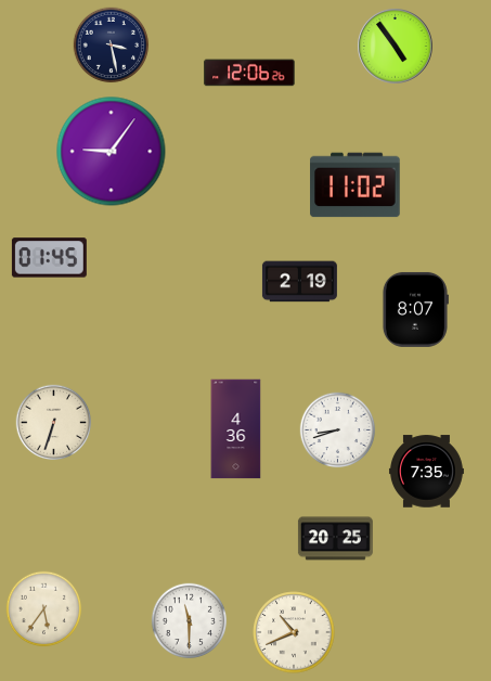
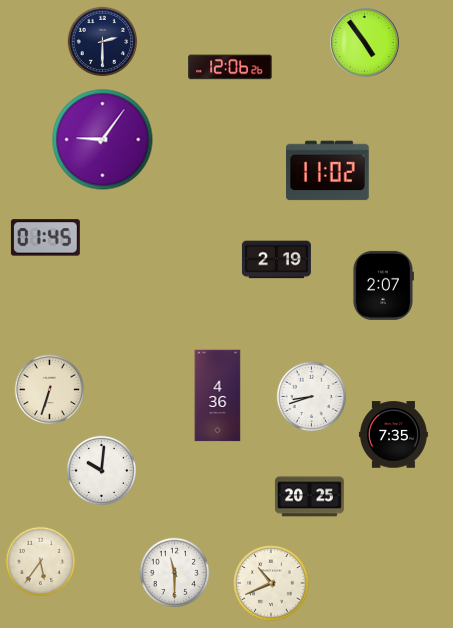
clock at (112, 46): 3:28 -> 2:30
clock at (415, 309): 8:07 -> 2:07
clock at (102, 471): none -> 10:01
